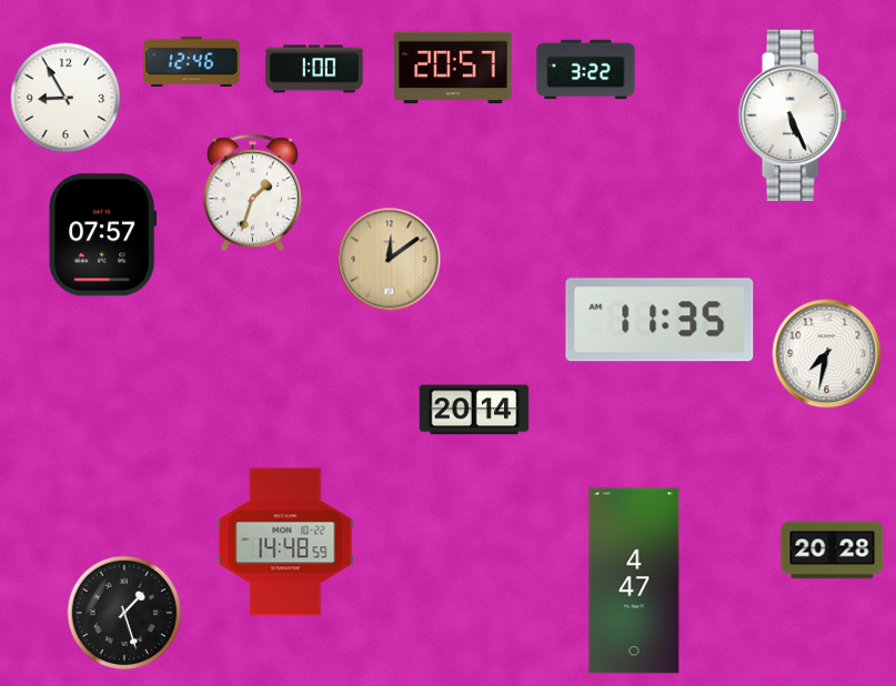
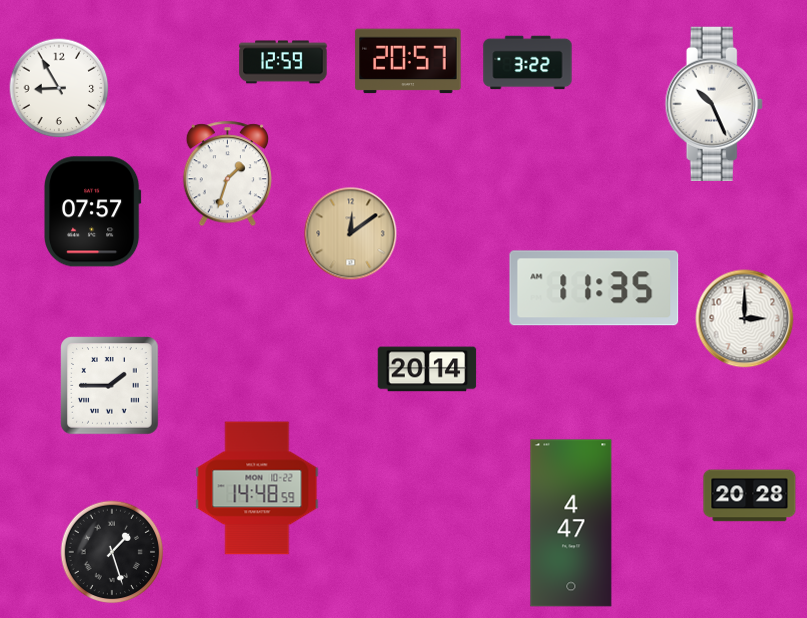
clock at (192, 62): 12:46 -> none
clock at (314, 69): 1:00 -> 12:59
clock at (793, 114): 5:26 -> 10:26
clock at (827, 354): 7:32 -> 3:00
clock at (110, 386): none -> 1:45
